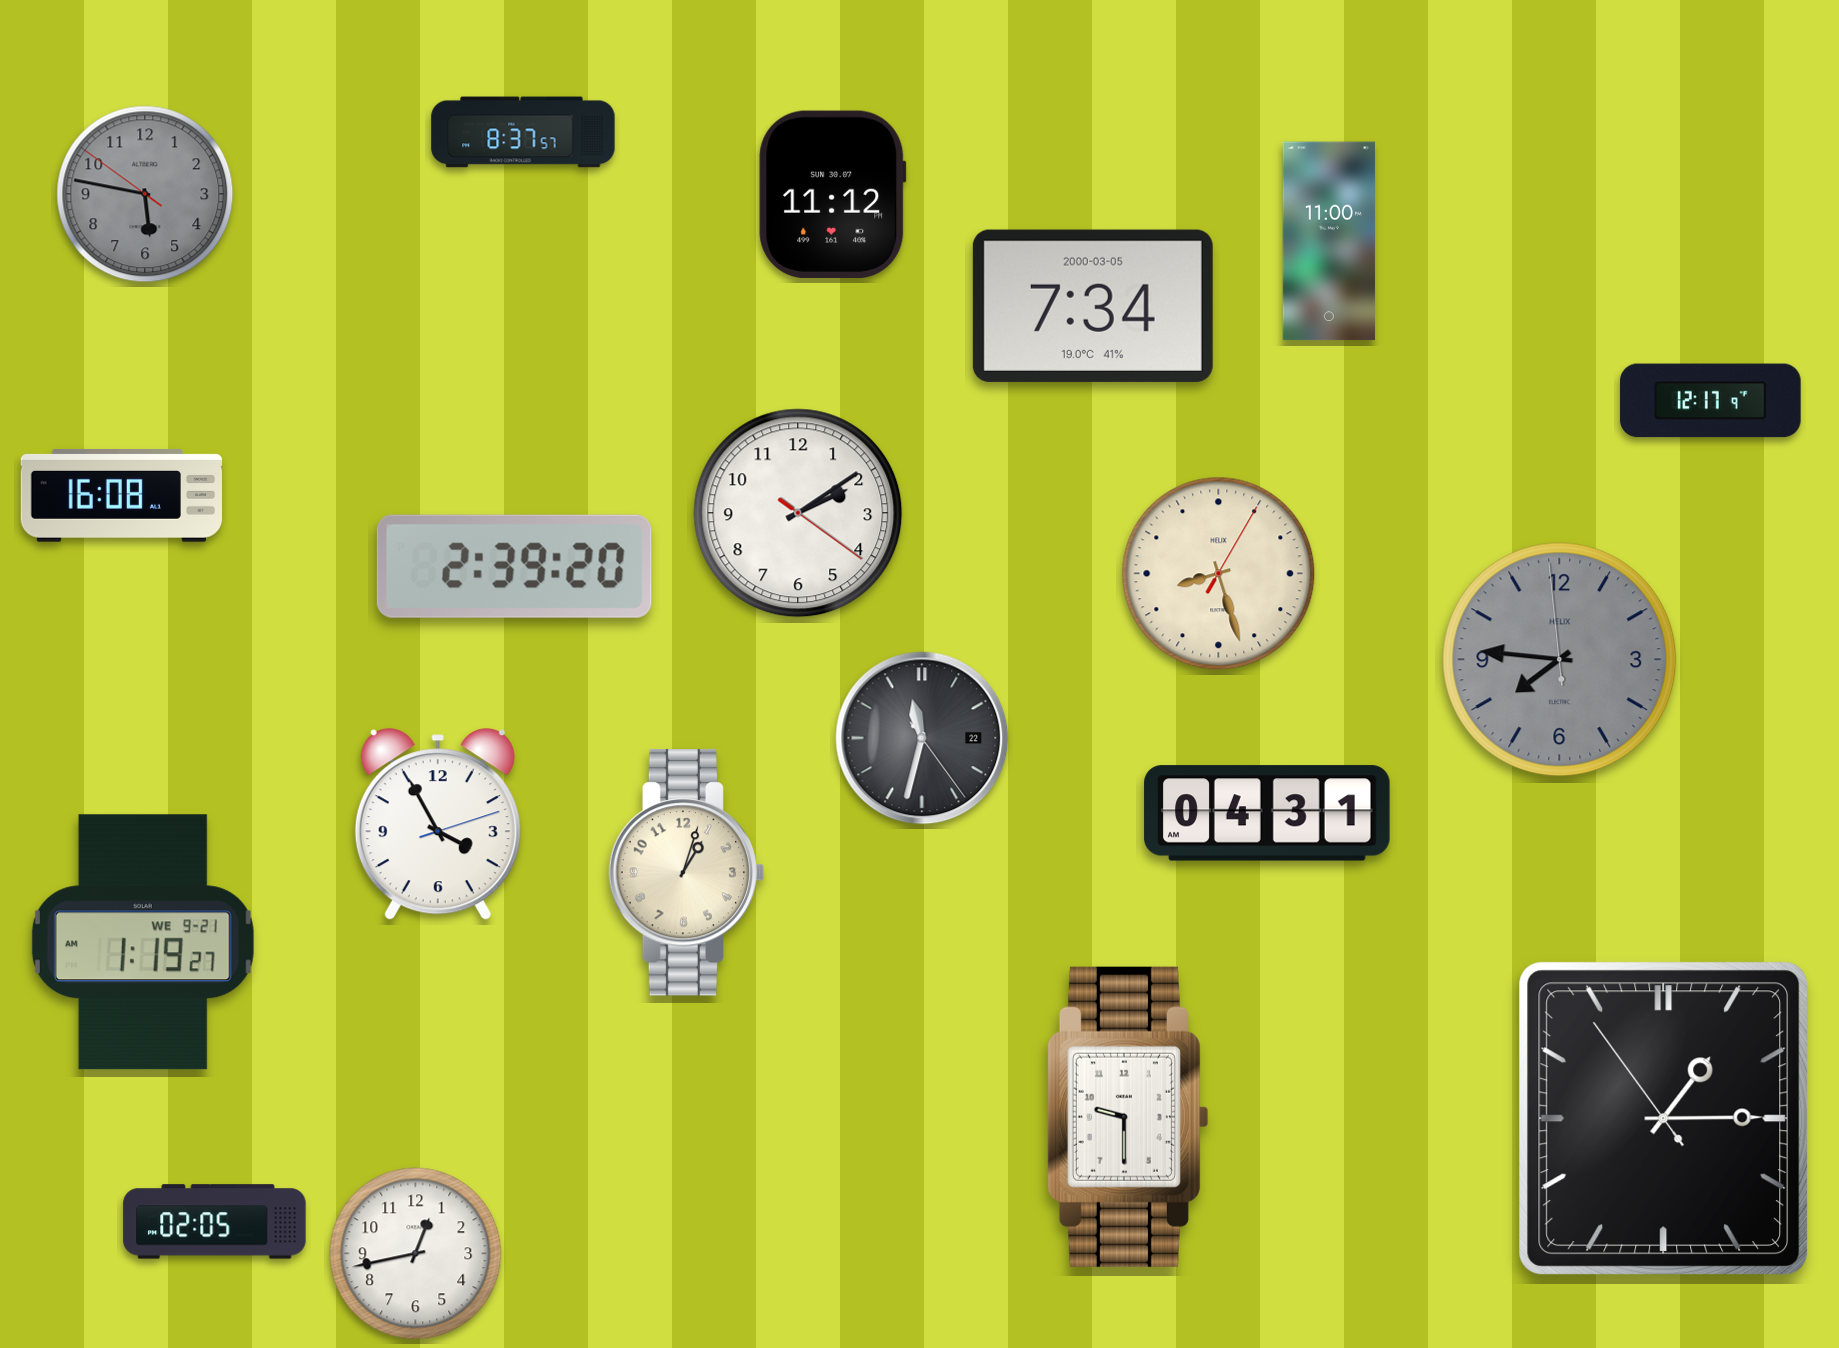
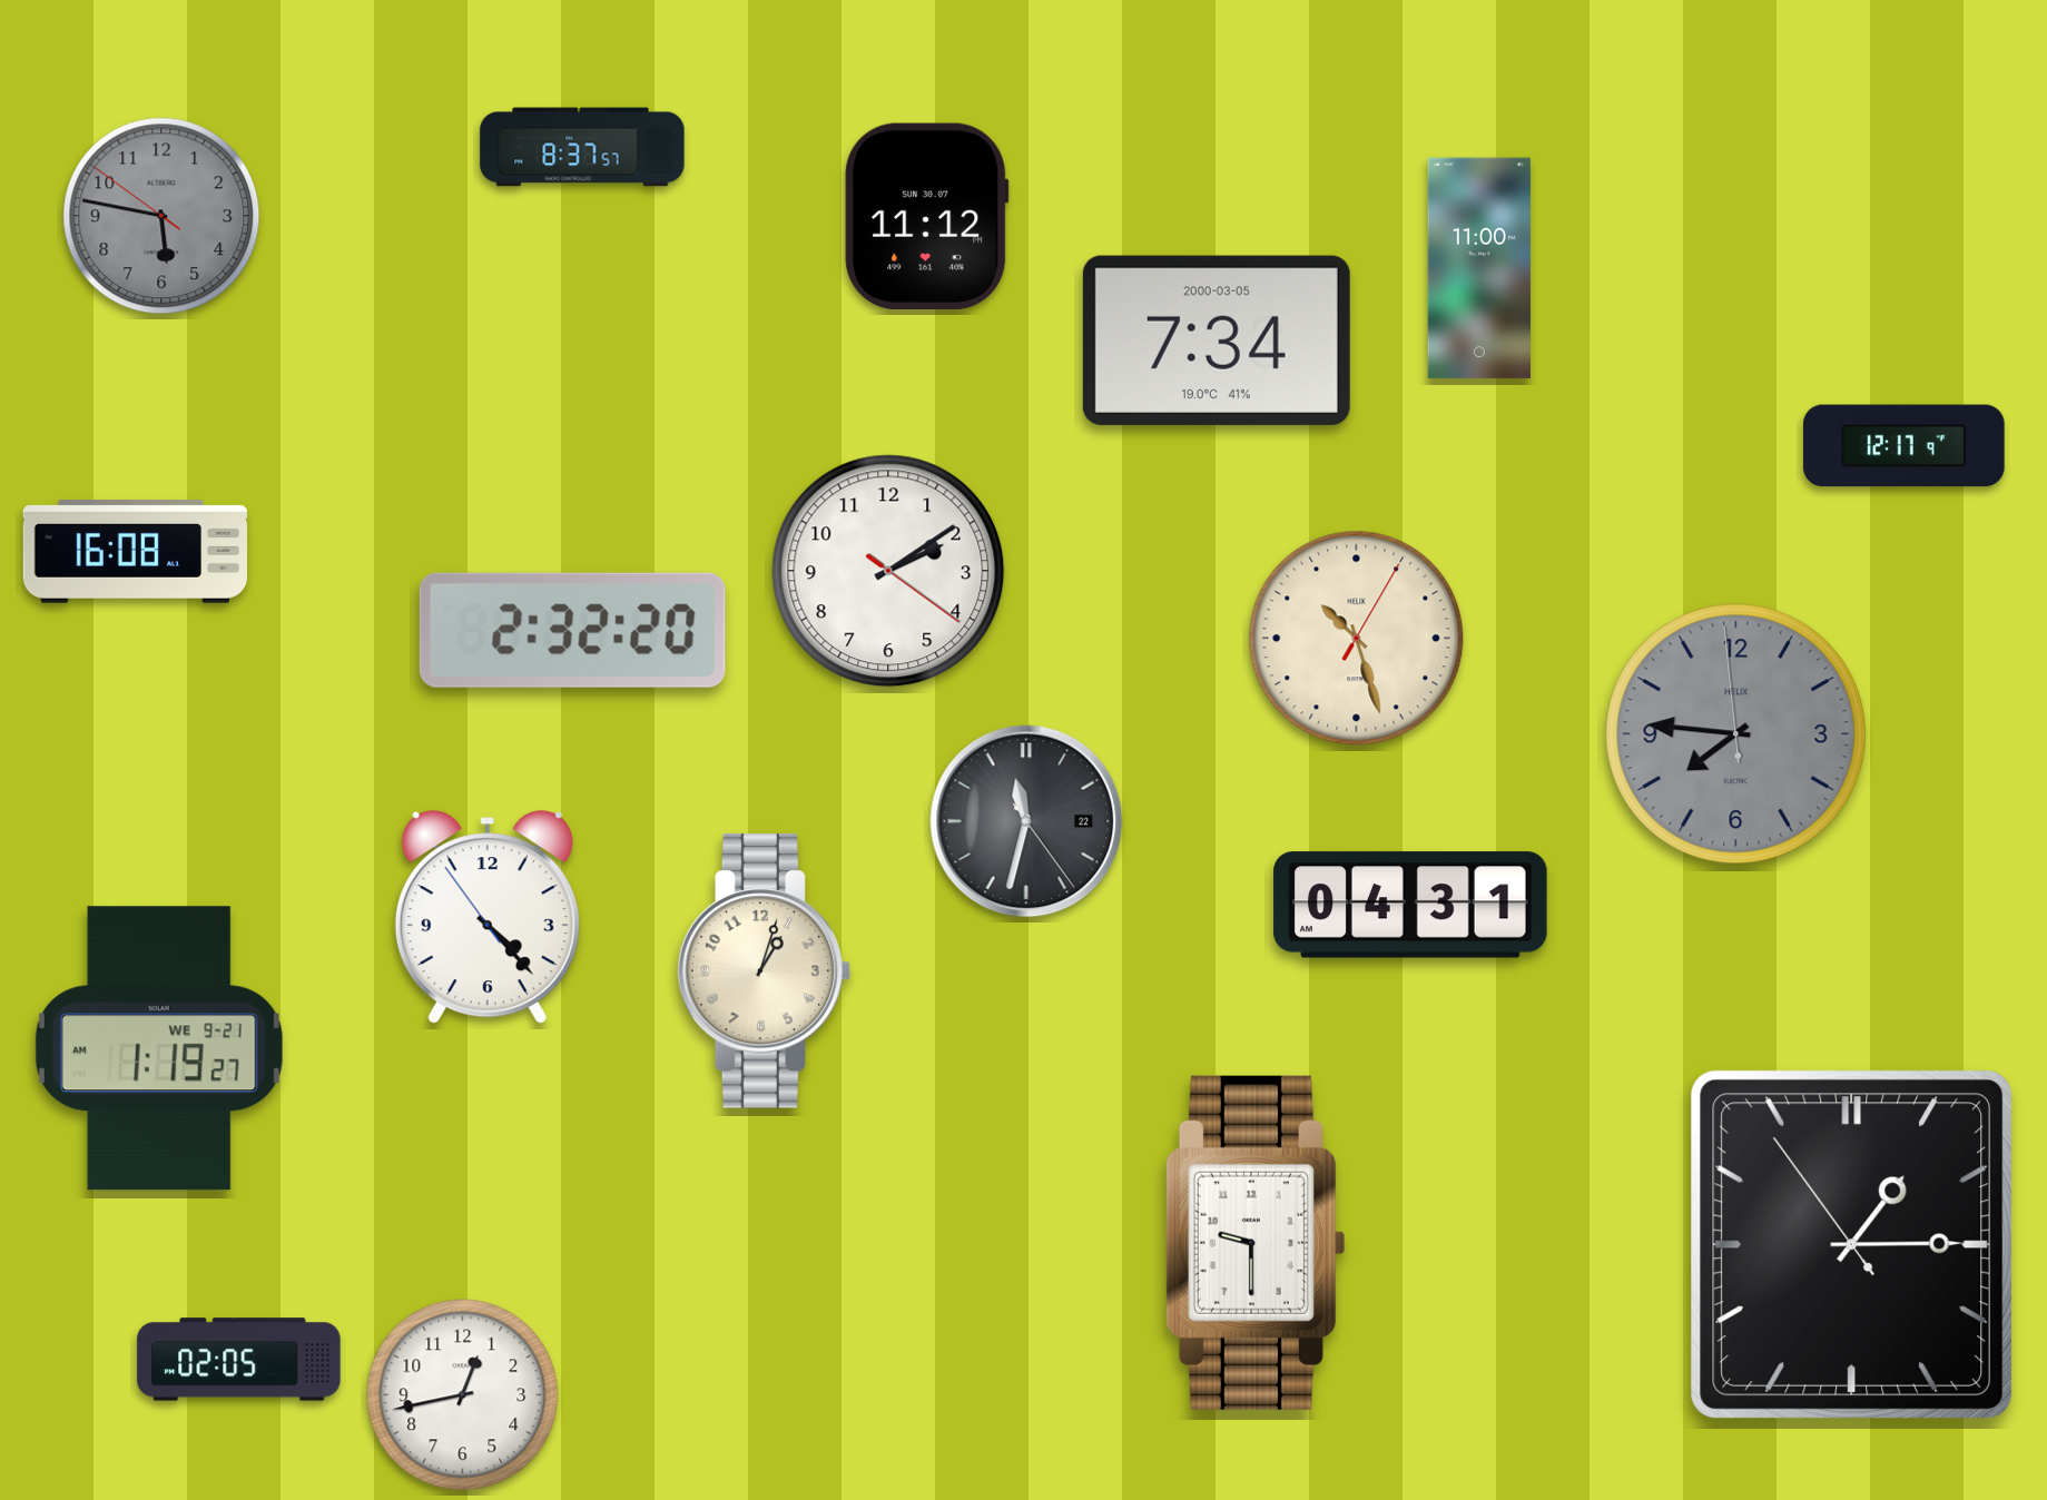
clock at (514, 566): 2:39 -> 2:32
clock at (1219, 574): 8:27 -> 10:27
clock at (438, 825): 3:55 -> 4:22
